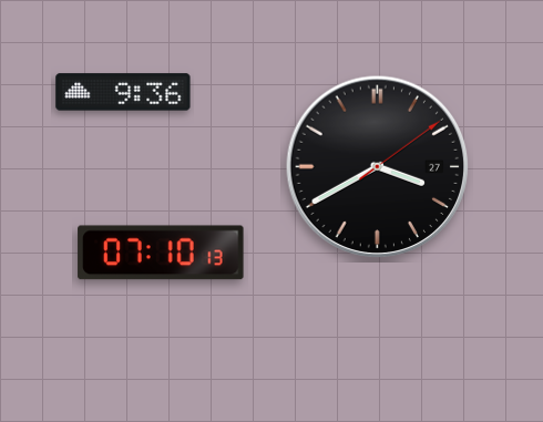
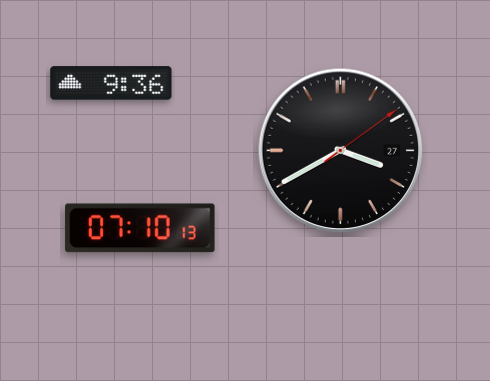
clock at (161, 253) position: (161, 253) -> (140, 228)
